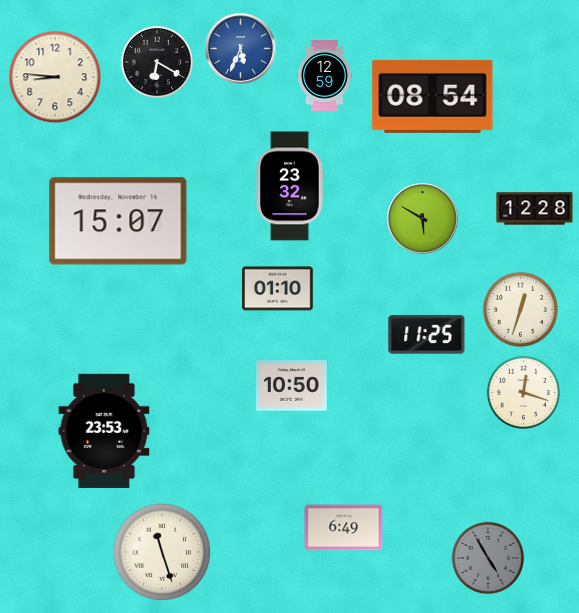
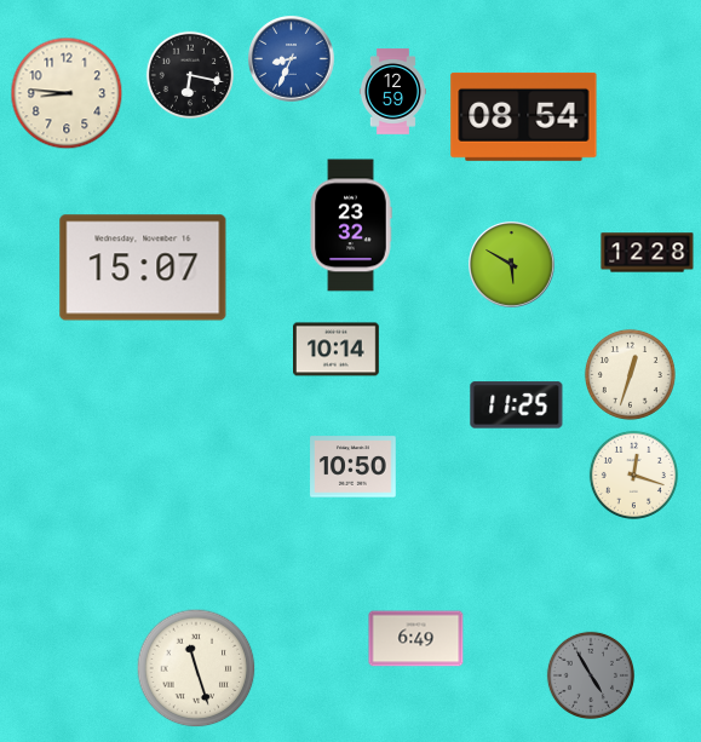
clock at (241, 49): 5:34 -> 8:34
clock at (156, 61): 6:20 -> 6:17
clock at (278, 289): 01:10 -> 10:14
clock at (104, 431): 23:53 -> none
